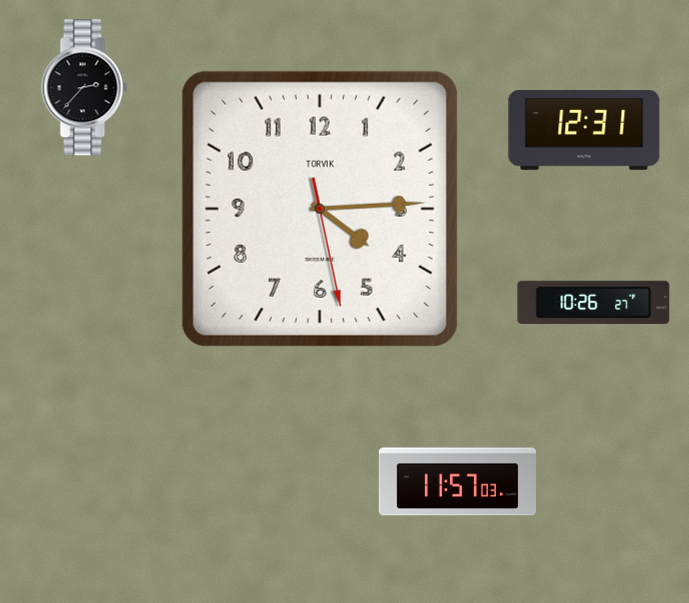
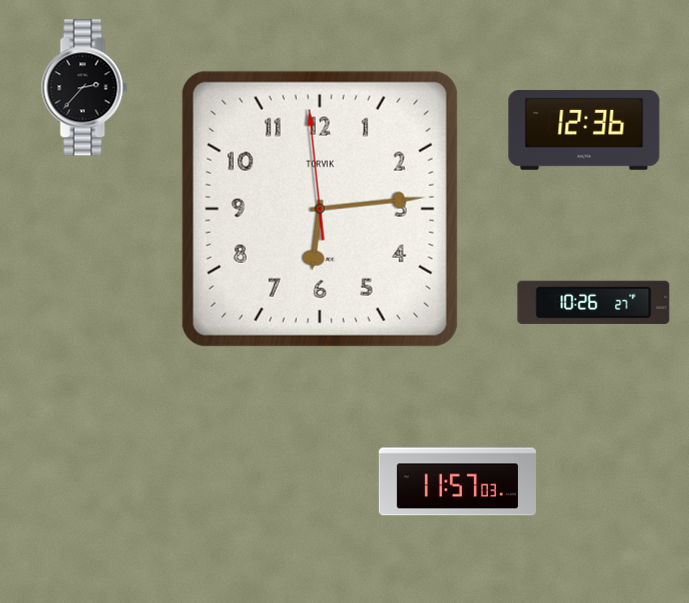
clock at (584, 131): 12:31 -> 12:36
clock at (320, 209): 4:14 -> 6:13
